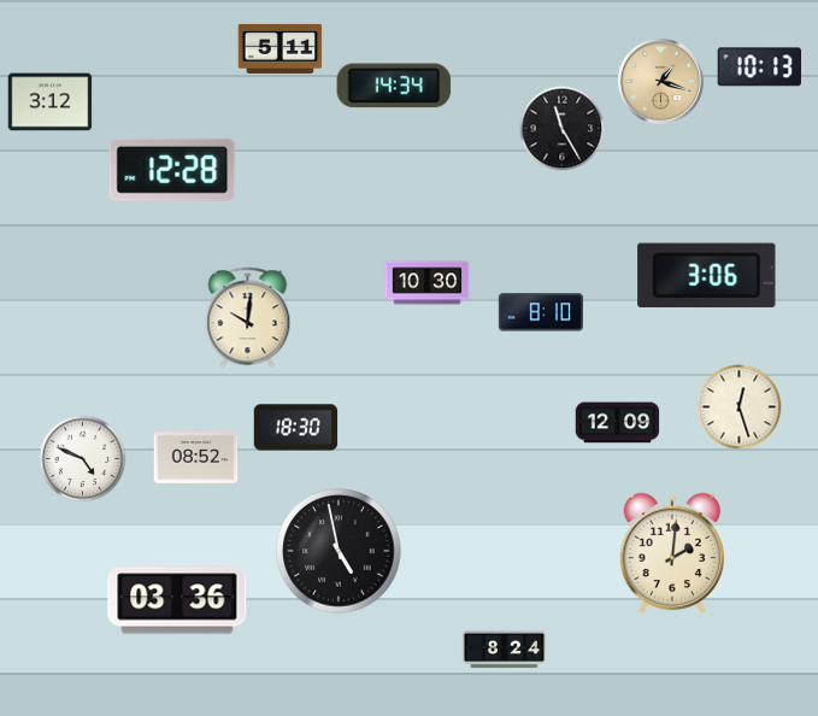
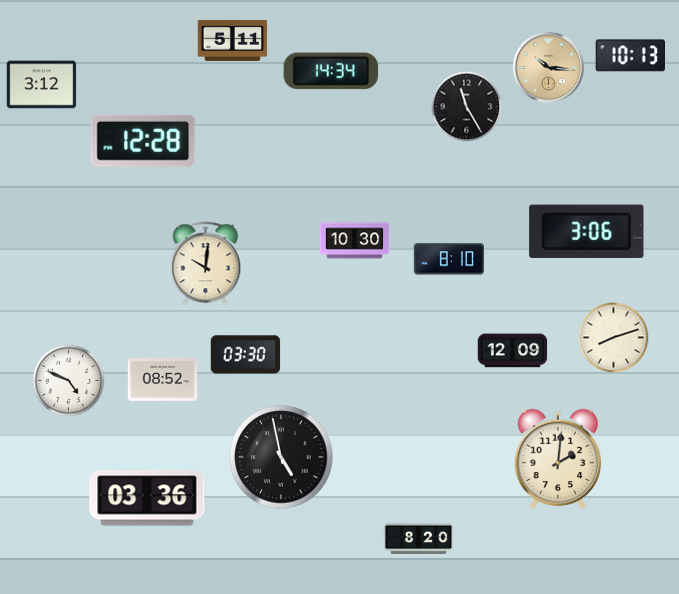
clock at (660, 81): 1:18 -> 10:16
clock at (394, 86) position: (394, 86) -> (331, 71)
clock at (707, 275) position: (707, 275) -> (587, 231)
clock at (428, 283) position: (428, 283) -> (355, 241)
clock at (740, 407): 12:27 -> 8:12
clock at (296, 428): 18:30 -> 03:30
clock at (505, 648): 8:24 -> 8:20
